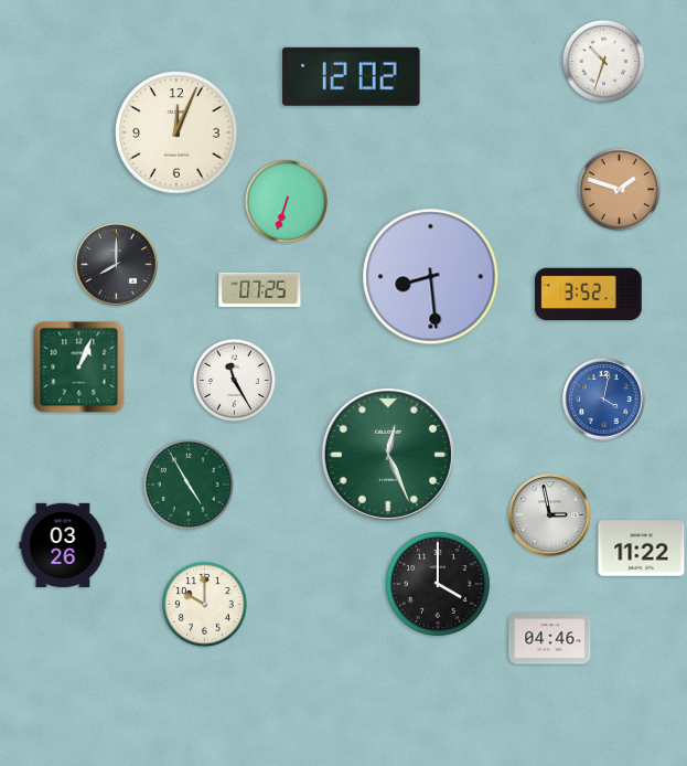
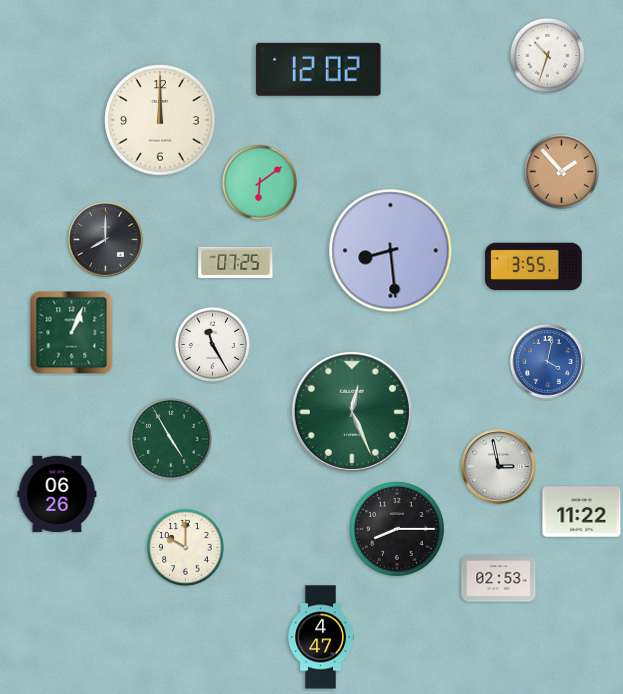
clock at (176, 132): 12:04 -> 12:00
clock at (619, 189): 1:48 -> 1:53
clock at (286, 201): 6:33 -> 6:09
clock at (589, 295): 3:52 -> 3:55
clock at (63, 544): 03:26 -> 06:26
clock at (642, 549) position: (642, 549) -> (582, 512)
clock at (438, 584): 4:00 -> 8:15
clock at (550, 639): 04:46 -> 02:53
clock at (320, 637): none -> 4:47
